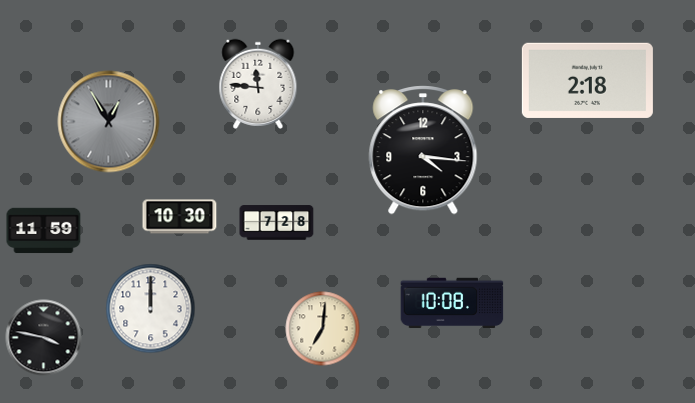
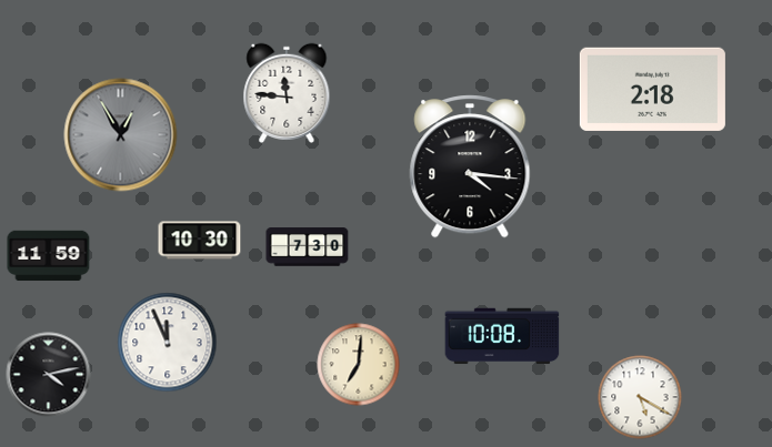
clock at (277, 223): 7:28 -> 7:30
clock at (151, 309): 12:00 -> 11:56
clock at (44, 338): 3:47 -> 4:13
clock at (640, 397): none -> 5:20
